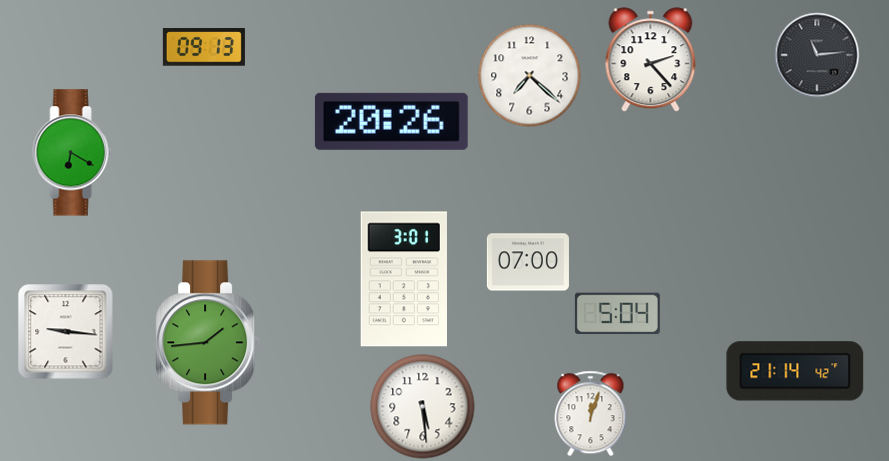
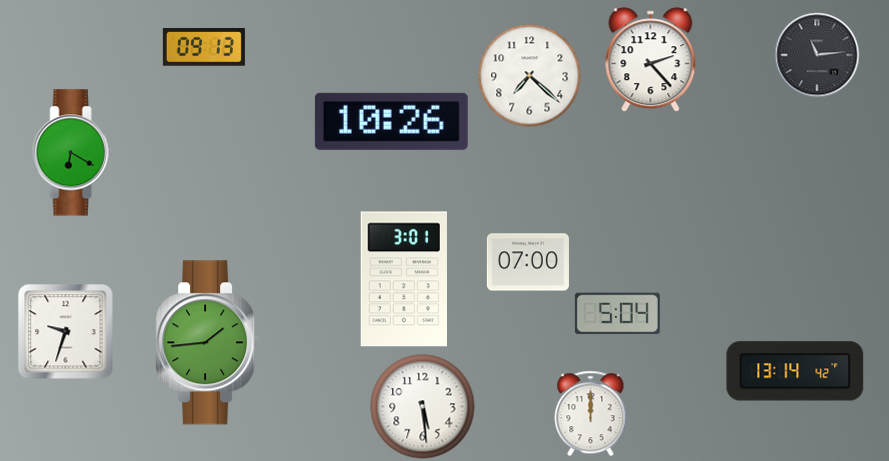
clock at (391, 121): 20:26 -> 10:26
clock at (66, 332): 9:16 -> 9:33
clock at (795, 371): 21:14 -> 13:14
clock at (591, 414): 12:03 -> 12:00
